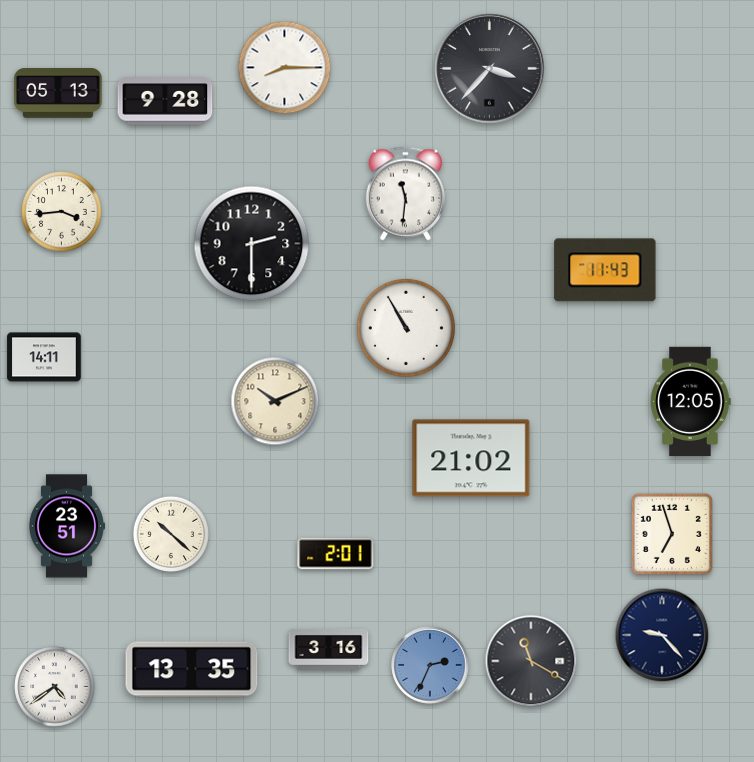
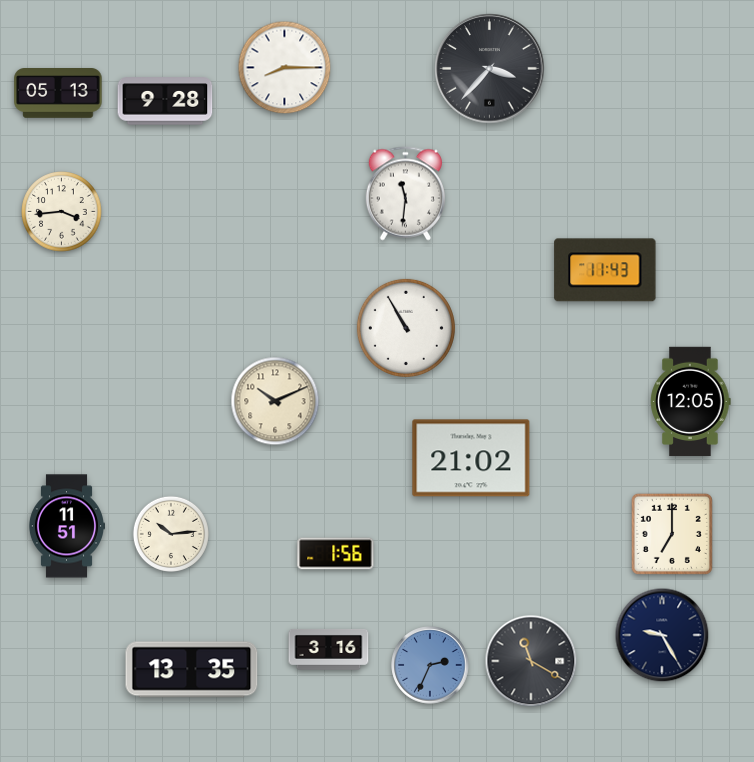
clock at (252, 244): 2:30 -> none
clock at (44, 357): 14:11 -> none
clock at (66, 526): 23:51 -> 11:51
clock at (171, 534): 10:22 -> 10:14
clock at (672, 534): 6:57 -> 7:00
clock at (336, 554): 2:01 -> 1:56
clock at (662, 635): 9:23 -> 9:25
clock at (55, 687): 4:39 -> none
